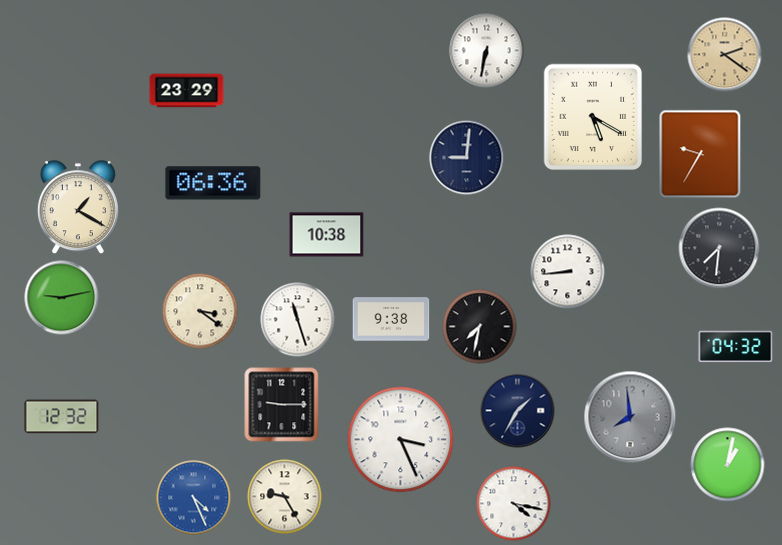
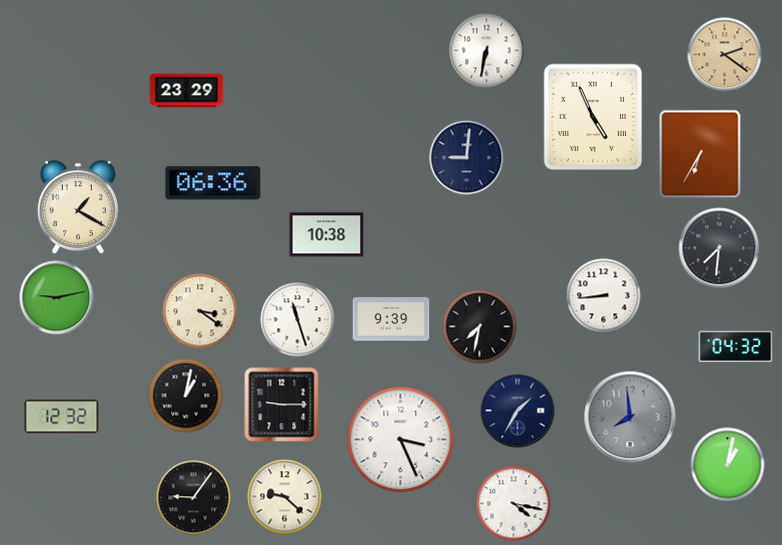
clock at (593, 117): 5:20 -> 4:56
clock at (700, 154): 9:35 -> 6:35
clock at (568, 272) position: (568, 272) -> (604, 296)
clock at (62, 298) position: (62, 298) -> (57, 298)
clock at (391, 319): 9:38 -> 9:39
clock at (186, 396): none -> 1:02
clock at (285, 497): 9:25 -> 9:22
clock at (194, 498): 4:26 -> 9:06
clock at (194, 498) dial: blue -> black
